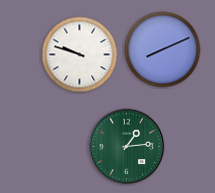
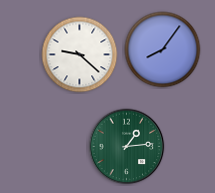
clock at (163, 50): 8:11 -> 8:06
clock at (80, 55): 9:48 -> 9:22
